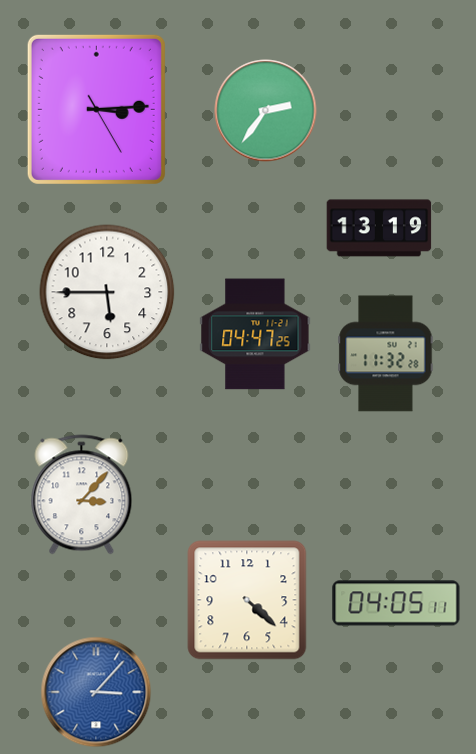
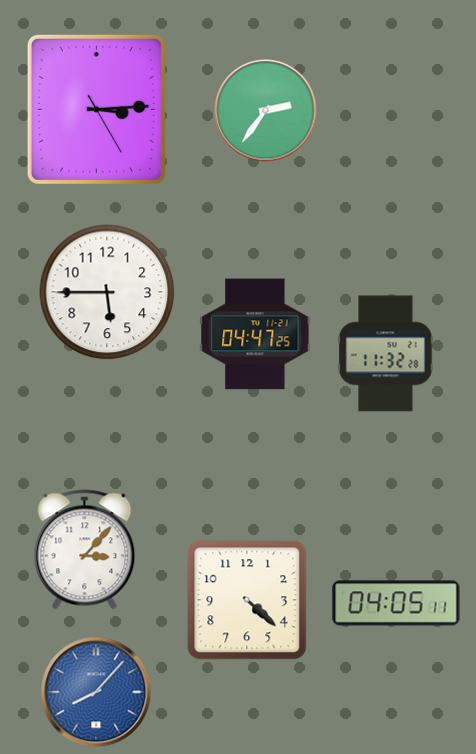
clock at (379, 228): 13:19 -> none
clock at (82, 495) position: (82, 495) -> (85, 550)
clock at (96, 692): 3:07 -> 8:07
